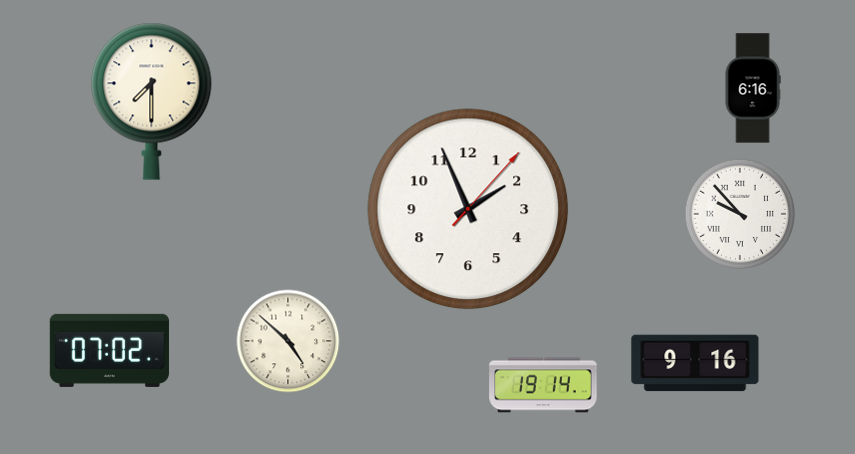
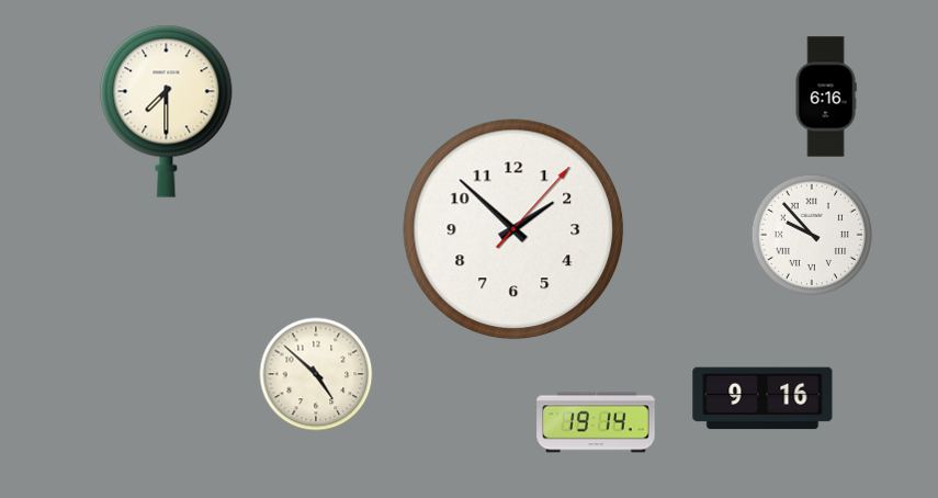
clock at (468, 209): 1:56 -> 1:52
clock at (109, 350): 07:02 -> none
